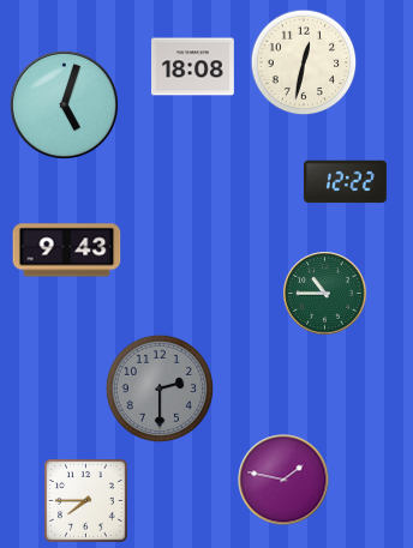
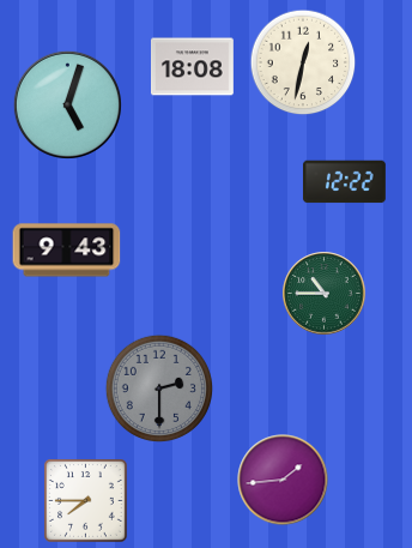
clock at (64, 104) position: (64, 104) -> (67, 104)
clock at (283, 480): 1:47 -> 1:44
